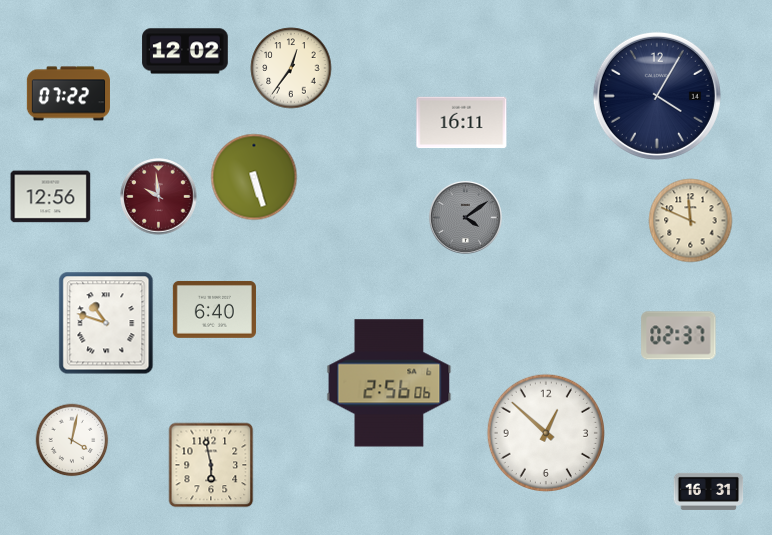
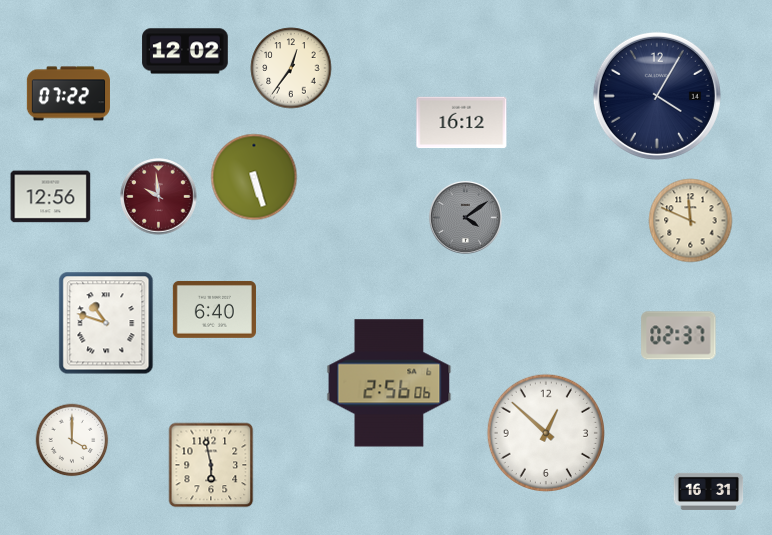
clock at (462, 123): 16:11 -> 16:12
clock at (72, 440): 4:02 -> 4:00
